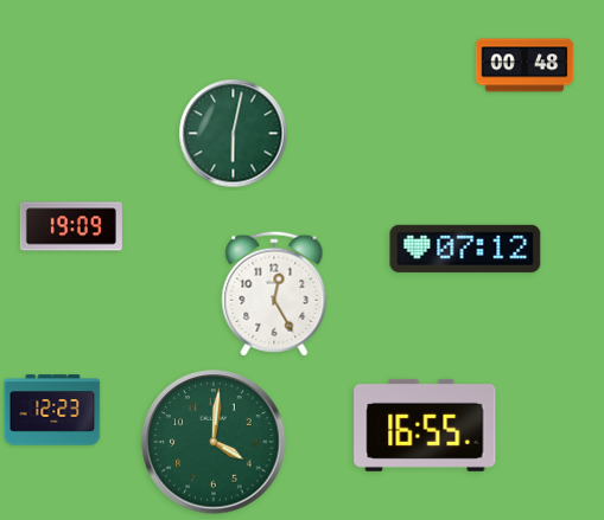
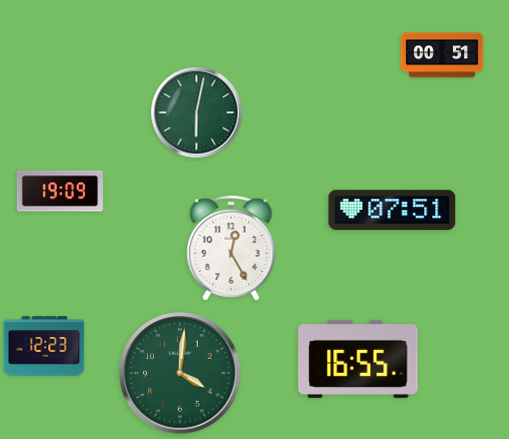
clock at (524, 65): 00:48 -> 00:51
clock at (465, 249): 07:12 -> 07:51
